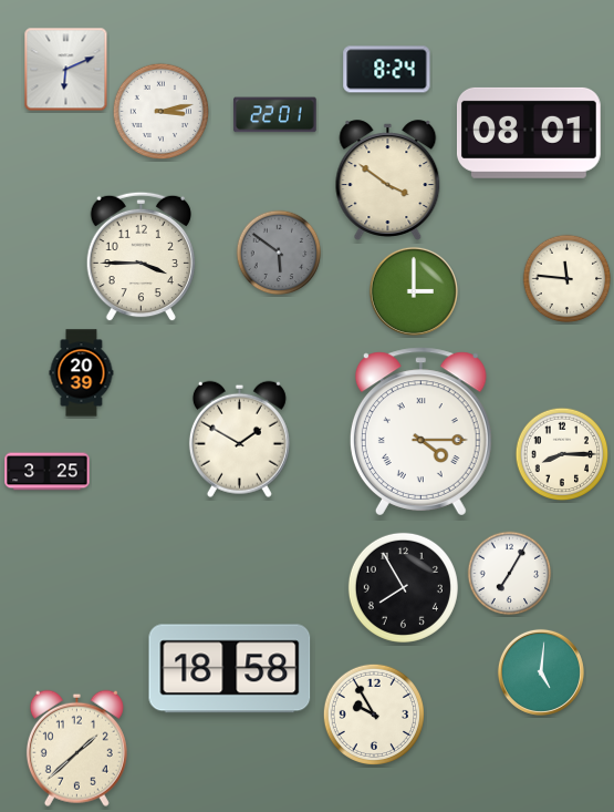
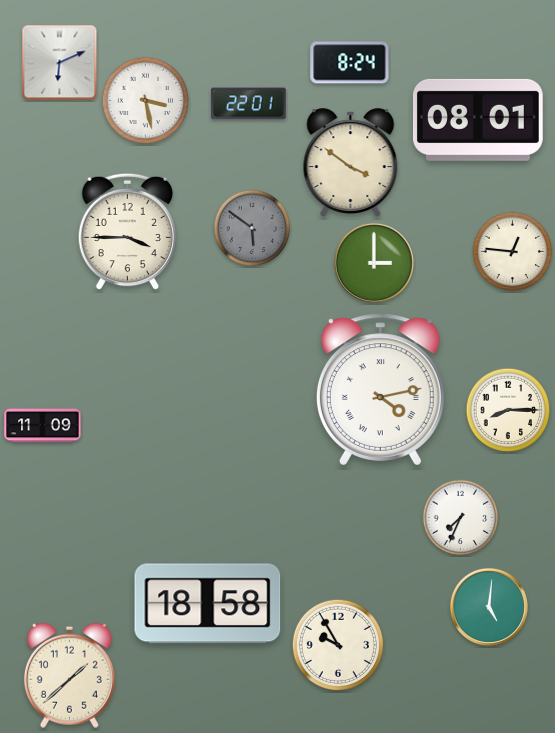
clock at (162, 112): 3:13 -> 3:28
clock at (568, 279): 11:46 -> 12:46
clock at (82, 373): 20:39 -> none
clock at (420, 432): 4:15 -> 4:13
clock at (239, 439): 1:50 -> none
clock at (48, 472): 3:25 -> 11:09
clock at (510, 574): 7:05 -> 7:34
clock at (403, 587): 7:55 -> none
